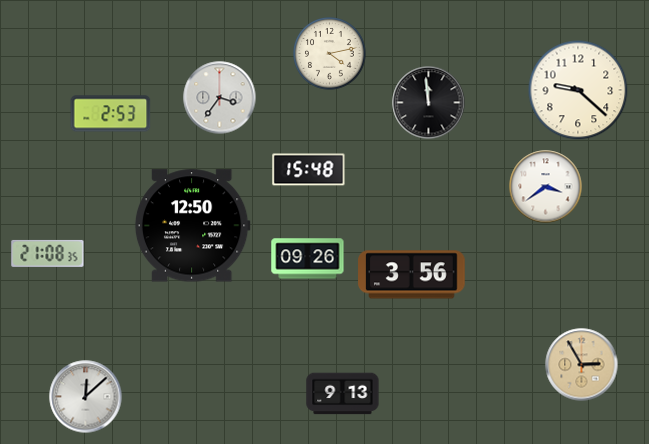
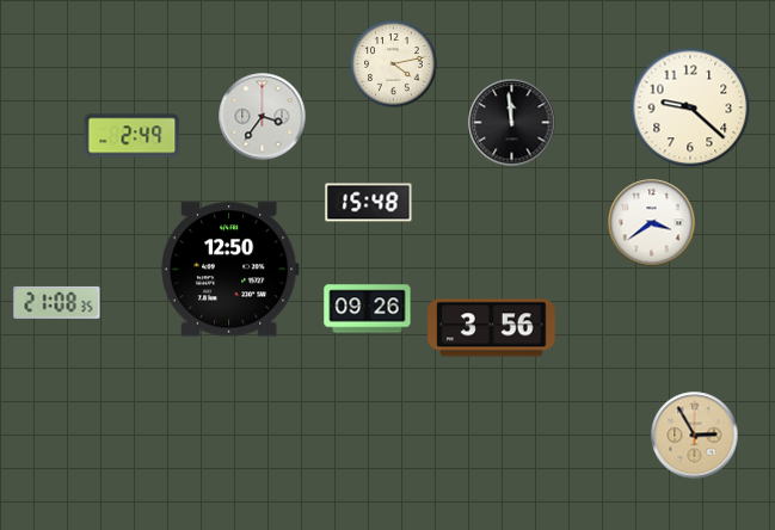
clock at (111, 114): 2:53 -> 2:49
clock at (343, 394): 9:13 -> none
clock at (86, 397): 12:08 -> none
